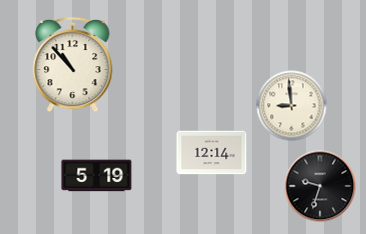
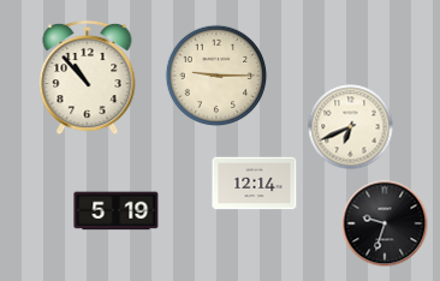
clock at (216, 76): none -> 9:15
clock at (292, 106): 8:59 -> 6:41
